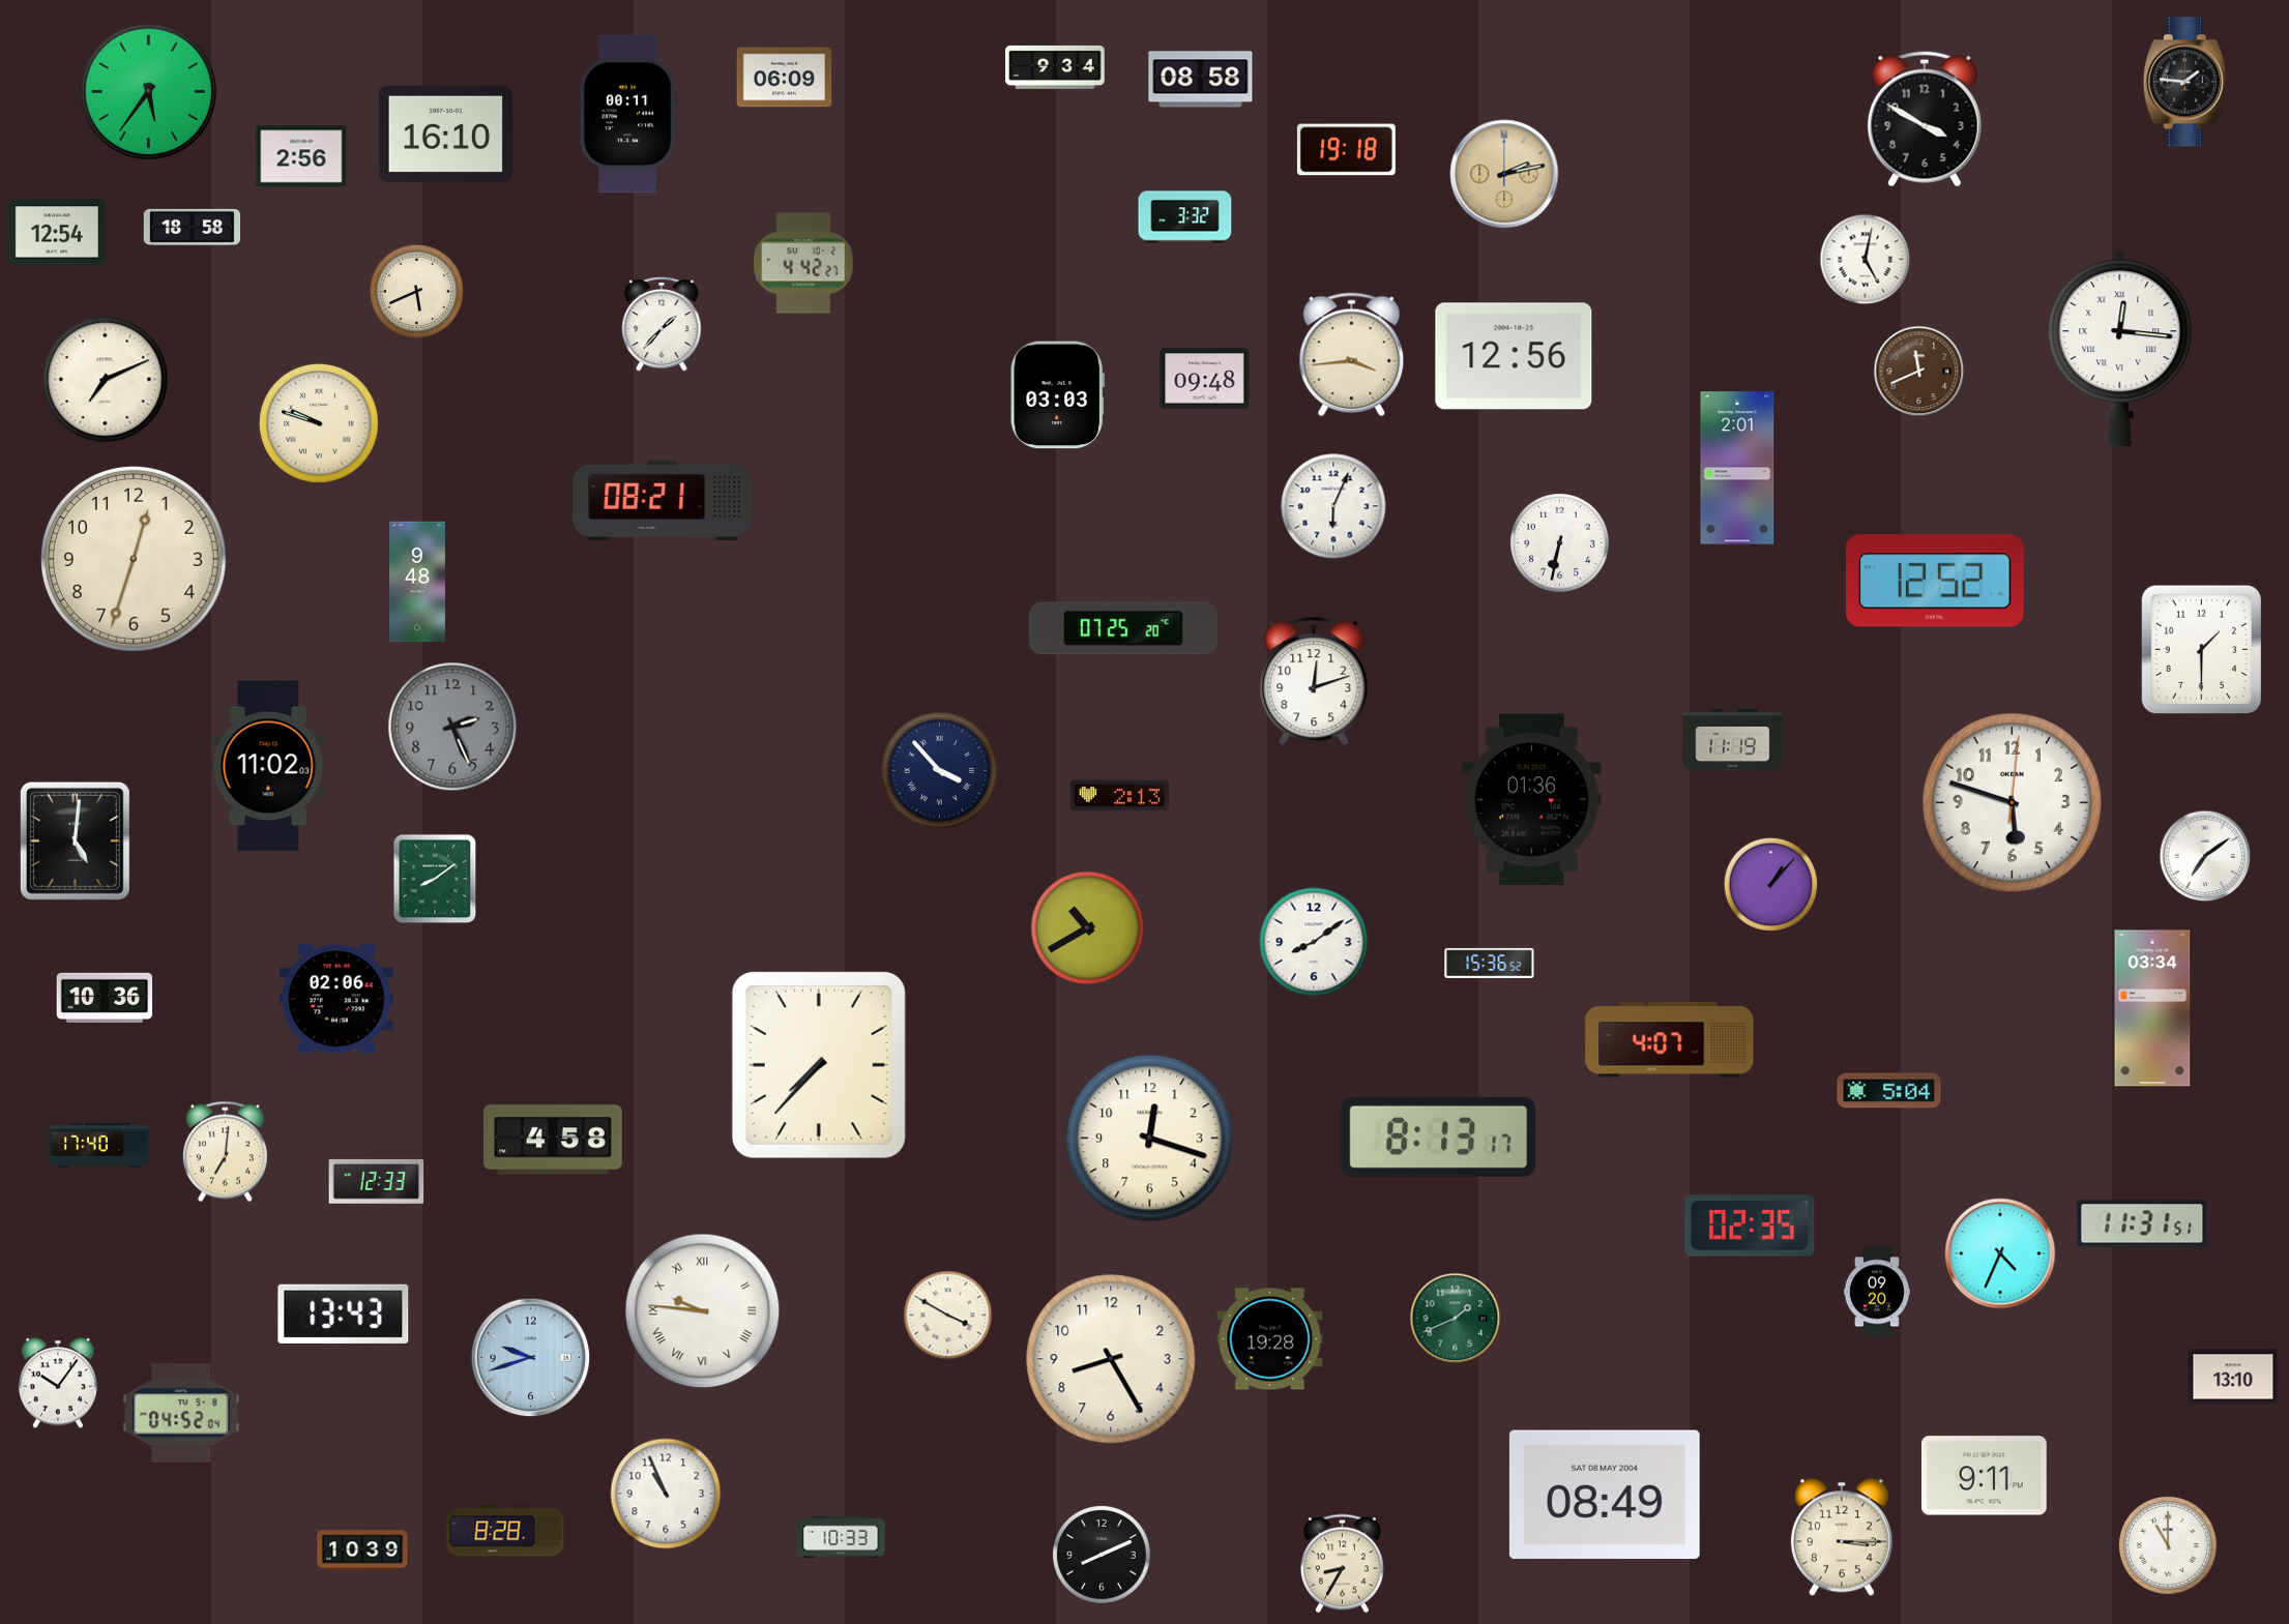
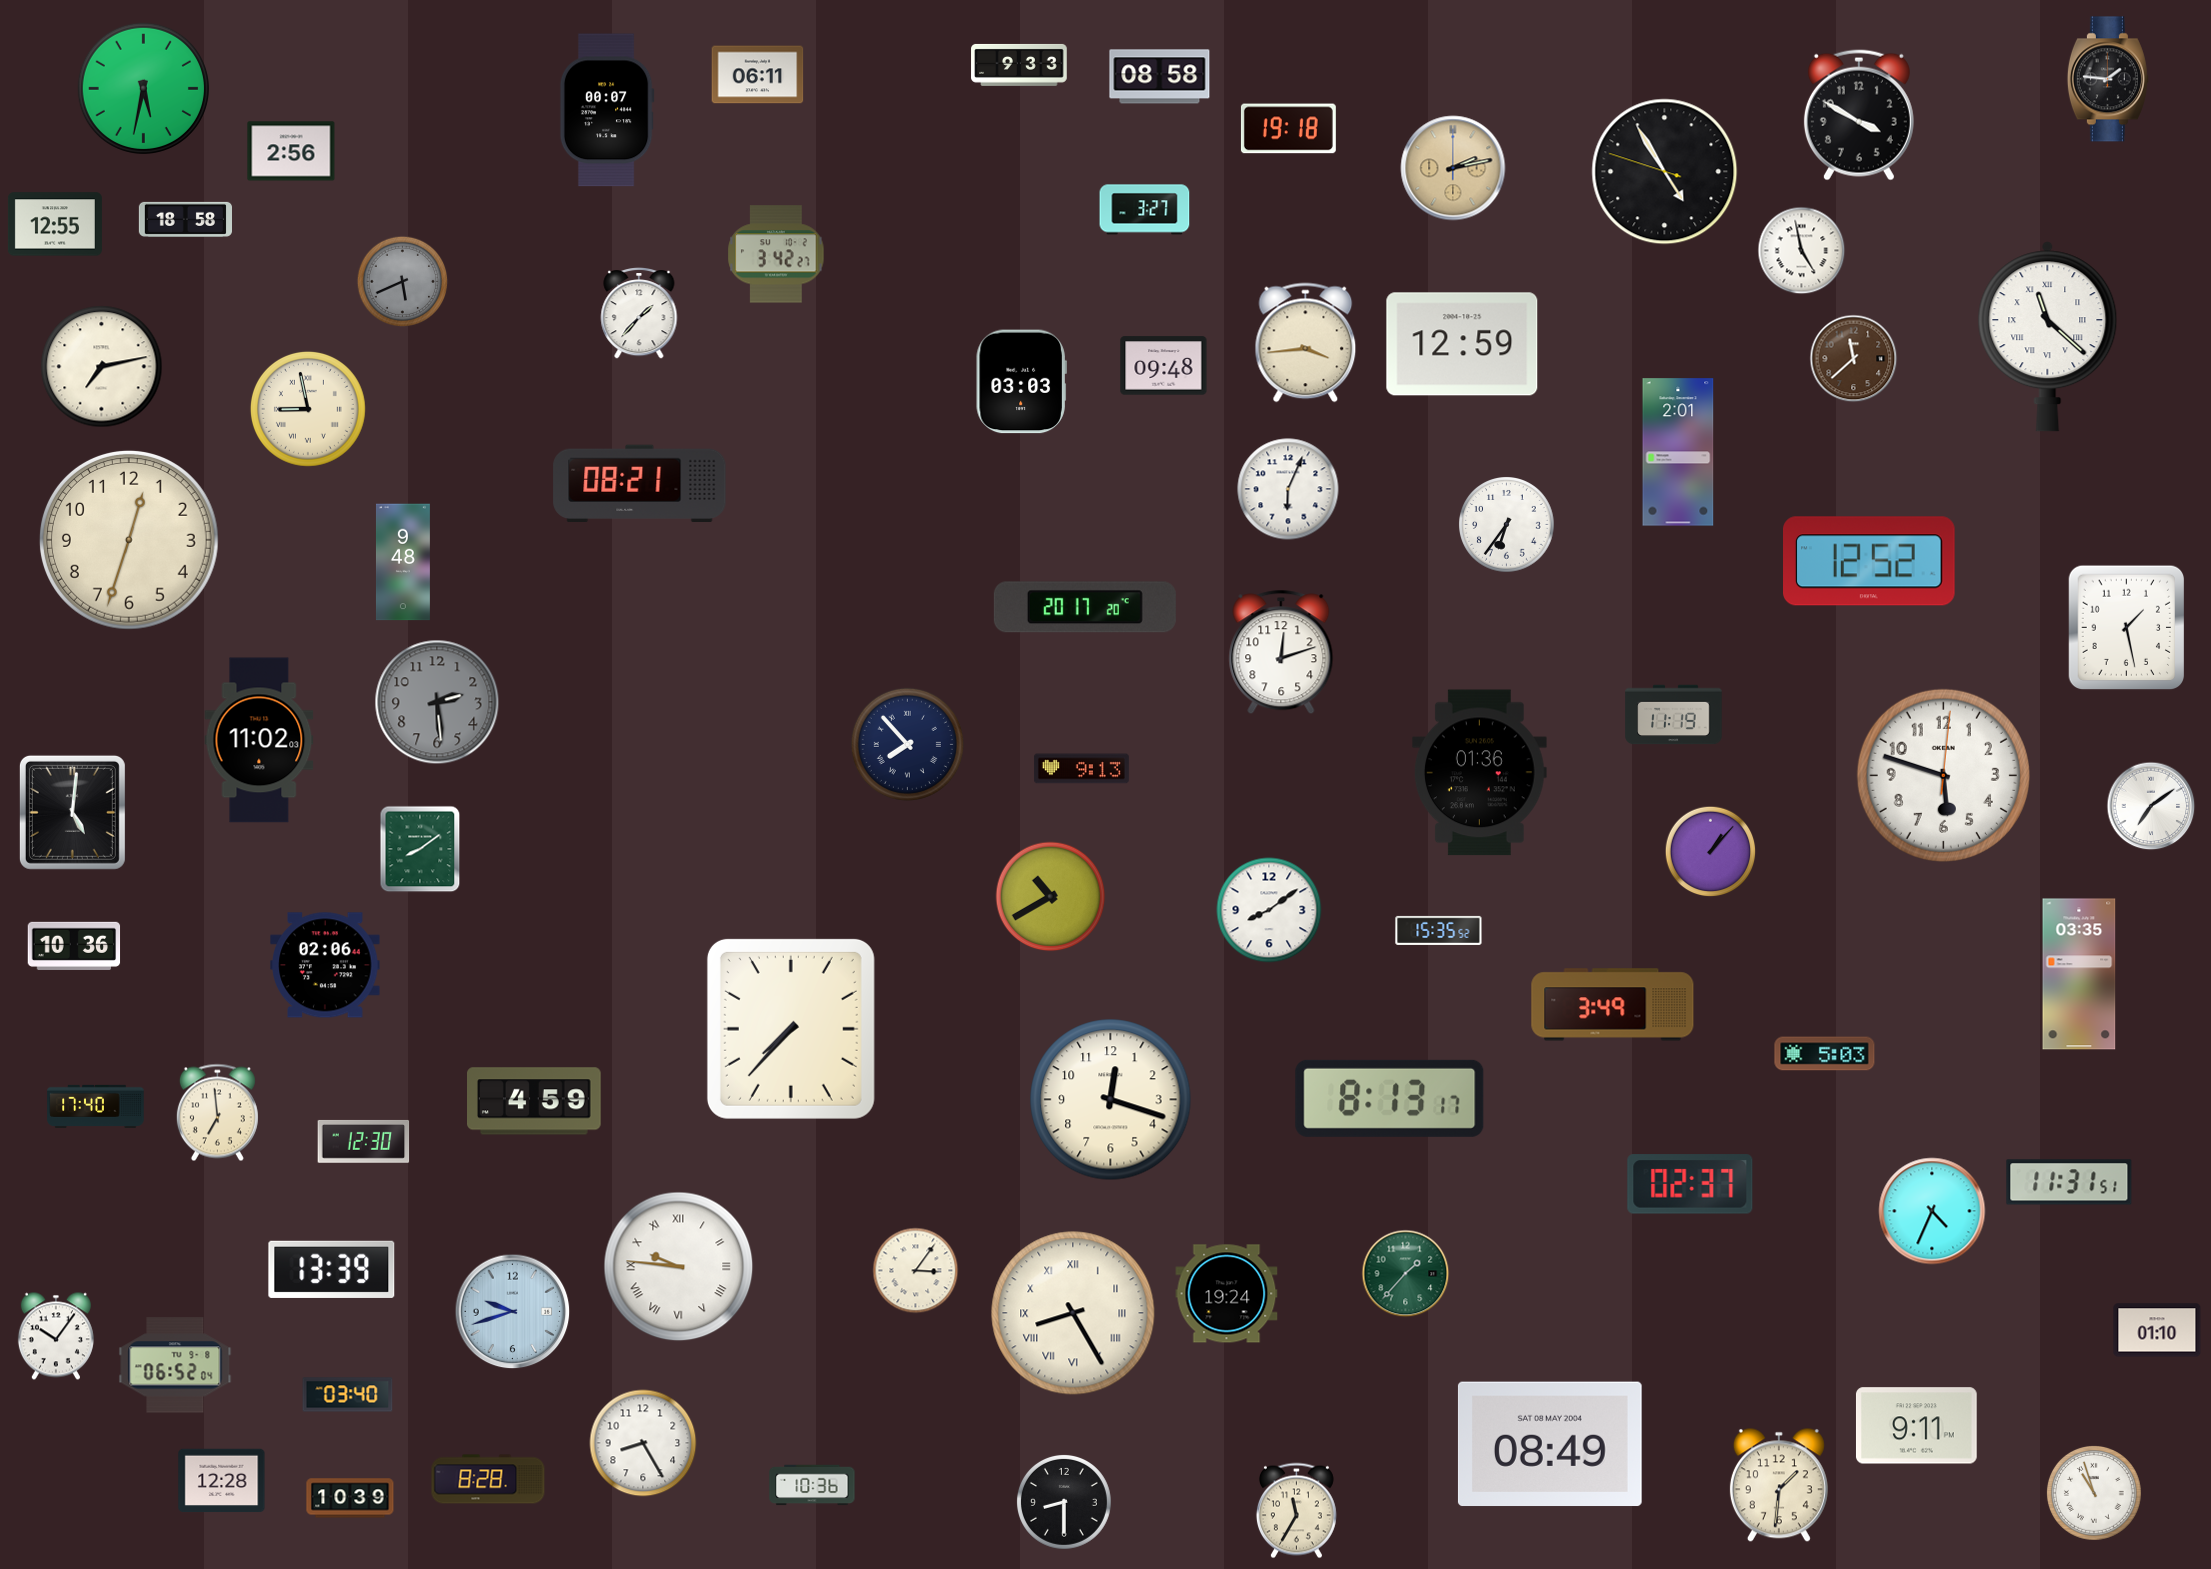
clock at (1055, 67): 9:34 -> 9:33
clock at (785, 78): 06:09 -> 06:11
clock at (2185, 82) position: (2185, 82) -> (2108, 79)
clock at (148, 91): 5:36 -> 5:32
clock at (628, 114): 00:11 -> 00:07
clock at (446, 134): 16:10 -> none
clock at (1346, 150) position: (1346, 150) -> (1288, 129)
clock at (1665, 172): none -> 4:54
clock at (1185, 217): 3:32 -> 3:27
clock at (57, 232): 12:54 -> 12:55
clock at (1866, 260): 5:02 -> 4:58
clock at (803, 263): 4:42 -> 3:42
clock at (417, 292) dial: cream -> grey
clock at (2120, 349): 12:16 -> 11:22
clock at (1514, 356): 12:56 -> 12:59
clock at (1919, 372): 11:41 -> 11:38
clock at (106, 380): 7:11 -> 7:13
clock at (319, 423): 9:48 -> 8:58
clock at (1560, 543): 6:32 -> 6:36
clock at (1123, 628): 07:25 -> 20:17
clock at (2201, 650): 1:30 -> 1:28
clock at (1314, 681) position: (1314, 681) -> (1281, 652)
clock at (452, 727): 2:26 -> 2:29
clock at (939, 770): 3:53 -> 7:53
clock at (1119, 796): 2:13 -> 9:13
clock at (2205, 856) position: (2205, 856) -> (2151, 806)
clock at (1771, 885) position: (1771, 885) -> (1711, 852)
clock at (1490, 963): 15:36 -> 15:35
clock at (105, 998) position: (105, 998) -> (74, 946)
clock at (2152, 1008): 03:34 -> 03:35
clock at (1670, 1040): 4:07 -> 3:49
clock at (1889, 1091): 5:04 -> 5:03
clock at (554, 1140): 4:58 -> 4:59
clock at (225, 1152): 7:01 -> 6:59
clock at (377, 1181): 12:33 -> 12:30
clock at (1750, 1226): 02:35 -> 02:37
clock at (1877, 1292): 09:20 -> none
clock at (344, 1313): 13:43 -> 13:39
clock at (948, 1316): 3:50 -> 3:06
clock at (1456, 1319): 1:41 -> 1:37
clock at (1270, 1339): 19:28 -> 19:24
clock at (1111, 1359) numerals: Arabic -> Roman
clock at (2233, 1377): 13:10 -> 01:10
clock at (181, 1413): 04:52 -> 06:52
clock at (348, 1395): none -> 03:40
clock at (666, 1494): 10:56 -> 8:25
clock at (222, 1481): none -> 12:28
clock at (841, 1537): 10:33 -> 10:36
clock at (1842, 1537): 3:15 -> 1:31
clock at (2168, 1545): 11:00 -> 10:57
clock at (1102, 1555): 8:11 -> 8:30
clock at (1342, 1564): 8:35 -> 11:35
